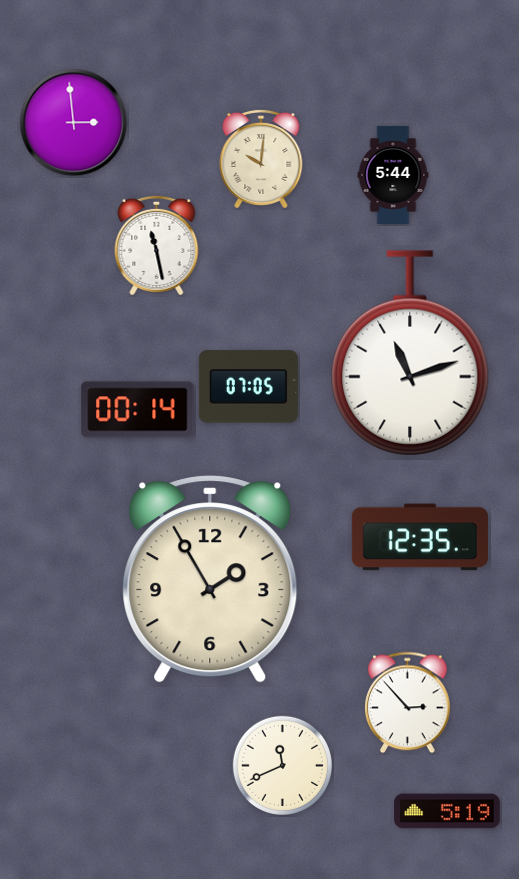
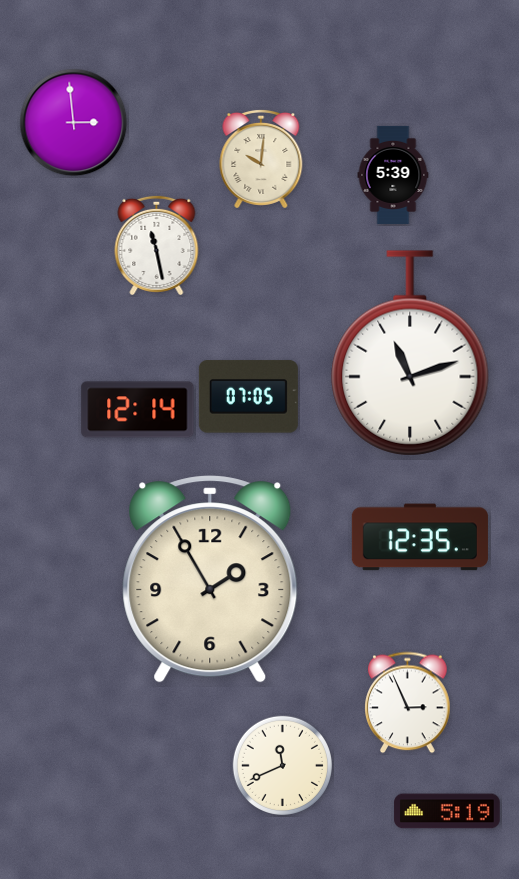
clock at (393, 175): 5:44 -> 5:39
clock at (248, 387) position: (248, 387) -> (248, 397)
clock at (138, 410): 00:14 -> 12:14
clock at (408, 703): 2:53 -> 2:56
